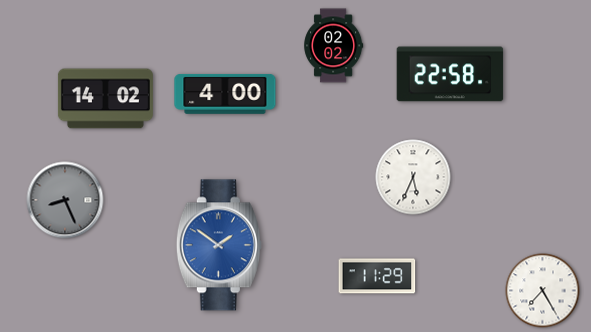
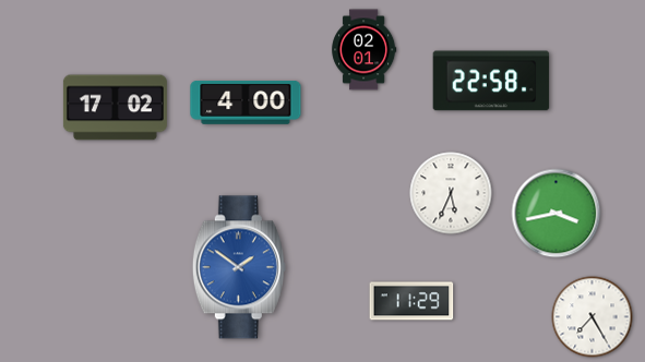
clock at (334, 46): 02:02 -> 02:01
clock at (105, 99): 14:02 -> 17:02
clock at (557, 214): none -> 3:43
clock at (65, 200): 8:26 -> none
